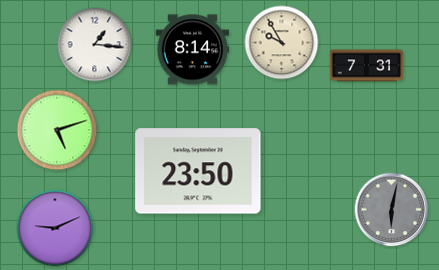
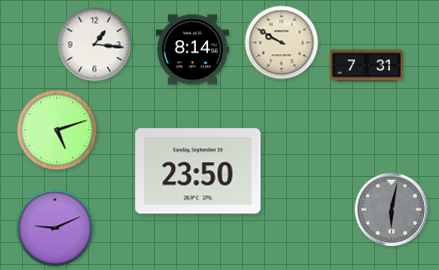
clock at (282, 43): 9:55 -> 9:50
